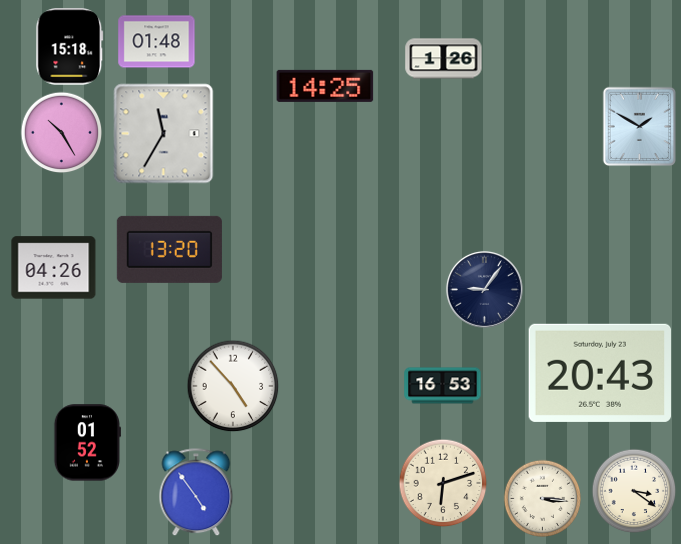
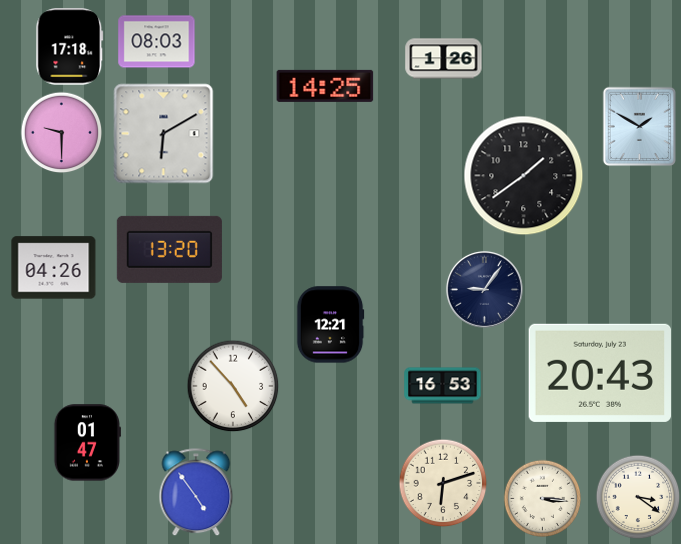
clock at (157, 42): 01:48 -> 08:03
clock at (70, 47): 15:18 -> 17:18
clock at (61, 132): 10:25 -> 9:30
clock at (164, 134): 11:35 -> 6:10
clock at (524, 176): none -> 1:39
clock at (330, 325): none -> 12:21
clock at (87, 443): 01:52 -> 01:47
clock at (634, 491) position: (634, 491) -> (638, 497)
